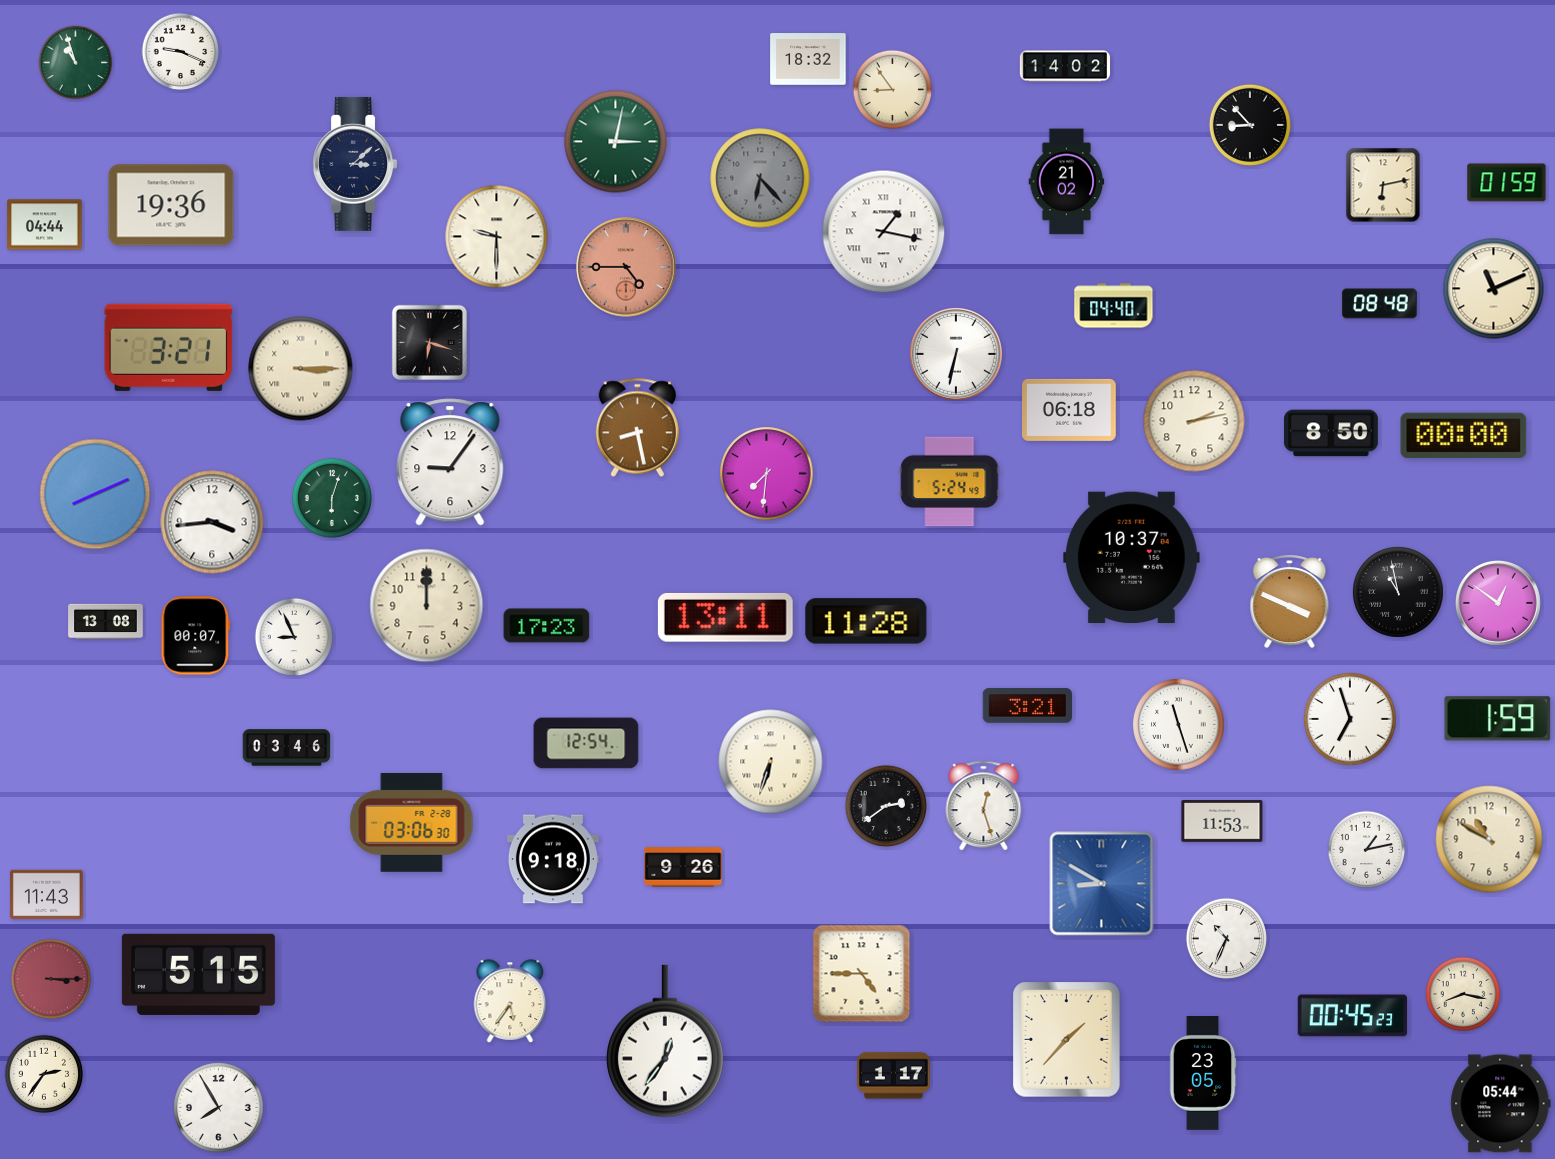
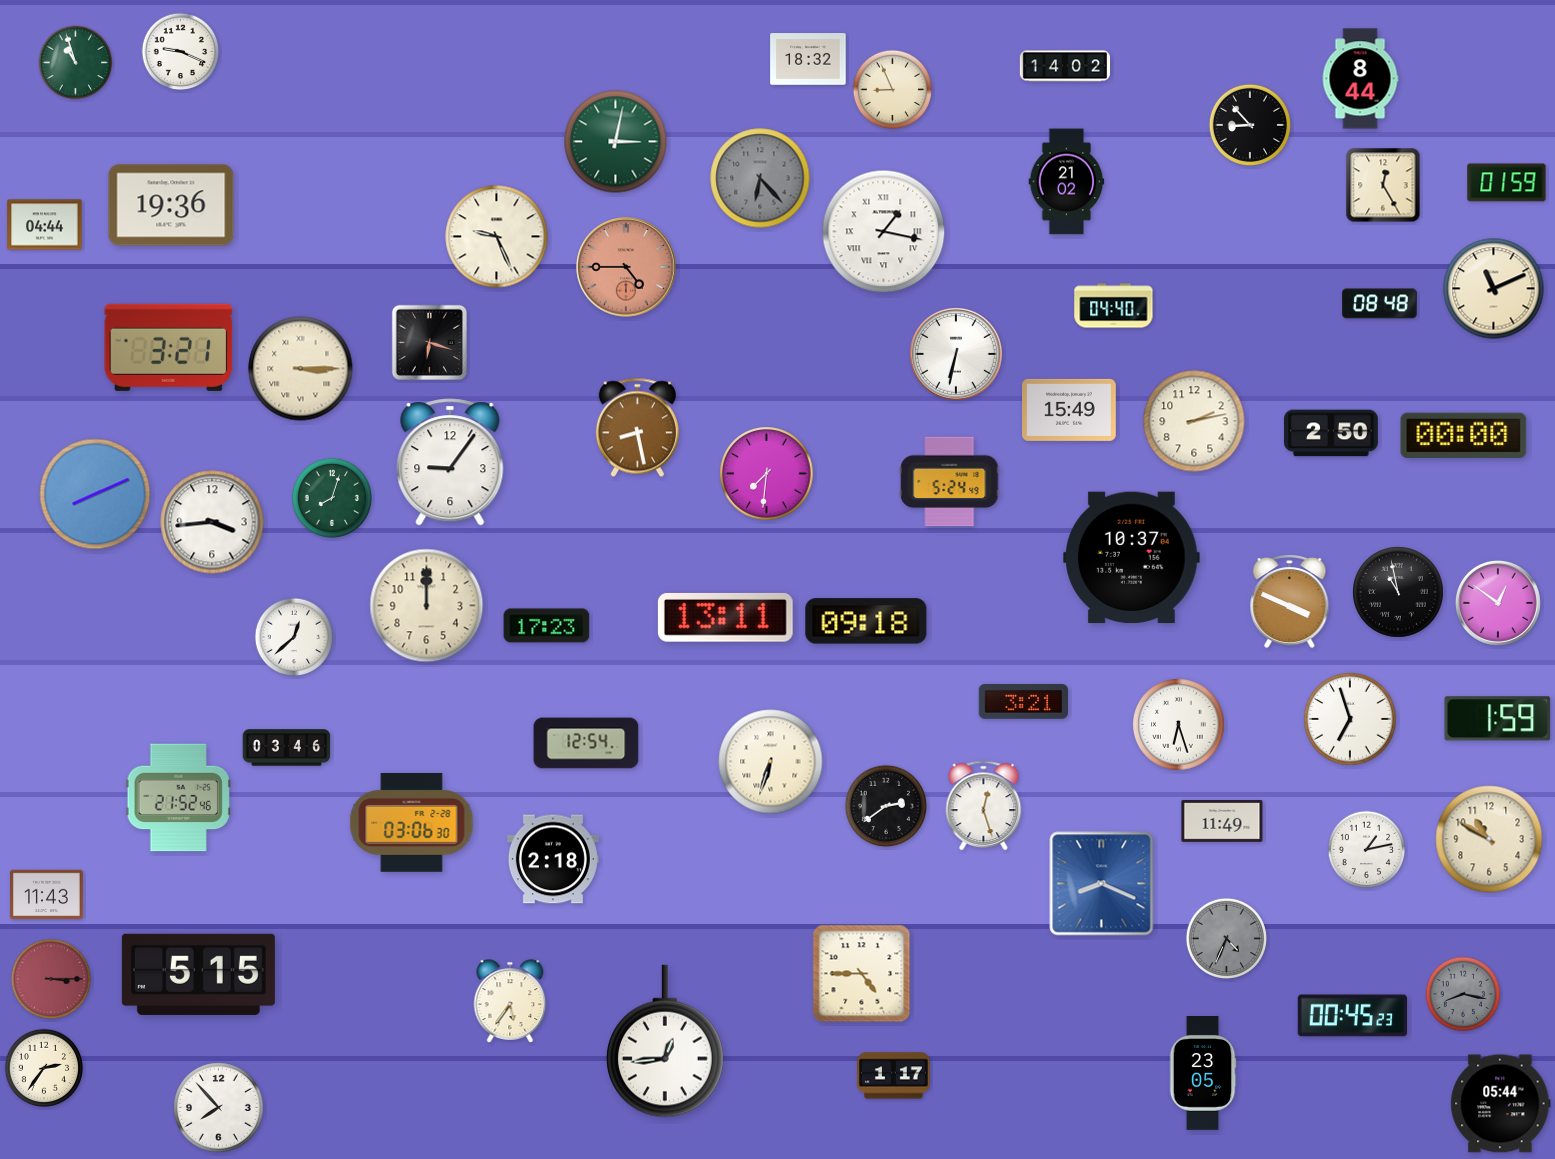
clock at (1360, 79): none -> 8:44
clock at (892, 89): 8:54 -> 8:56
clock at (354, 164): 3:08 -> none
clock at (1383, 185): 6:13 -> 12:25
clock at (497, 237): 9:30 -> 9:26
clock at (1070, 410): 06:18 -> 15:49
clock at (1332, 433): 8:50 -> 2:50
clock at (331, 497): 6:03 -> 8:03
clock at (866, 621): 11:28 -> 09:18
clock at (106, 622): 13:08 -> none
clock at (196, 636): 00:07 -> none
clock at (294, 637): 8:56 -> 12:38
clock at (1027, 705) position: (1027, 705) -> (1023, 701)
clock at (1179, 725): 11:27 -> 6:27
clock at (178, 798): none -> 21:52
clock at (1222, 821): 11:53 -> 11:49
clock at (553, 859): 9:18 -> 2:18
clock at (683, 867): 9:26 -> none
clock at (1102, 884): 8:50 -> 8:19
clock at (1226, 938): 10:34 -> 4:34
clock at (1226, 938) dial: white -> grey
clock at (1463, 994) dial: cream -> grey
clock at (1067, 1040): 1:37 -> none
clock at (666, 1041): 12:36 -> 12:44
clock at (44, 1074) position: (44, 1074) -> (44, 1068)
clock at (219, 1108): 7:55 -> 7:53
